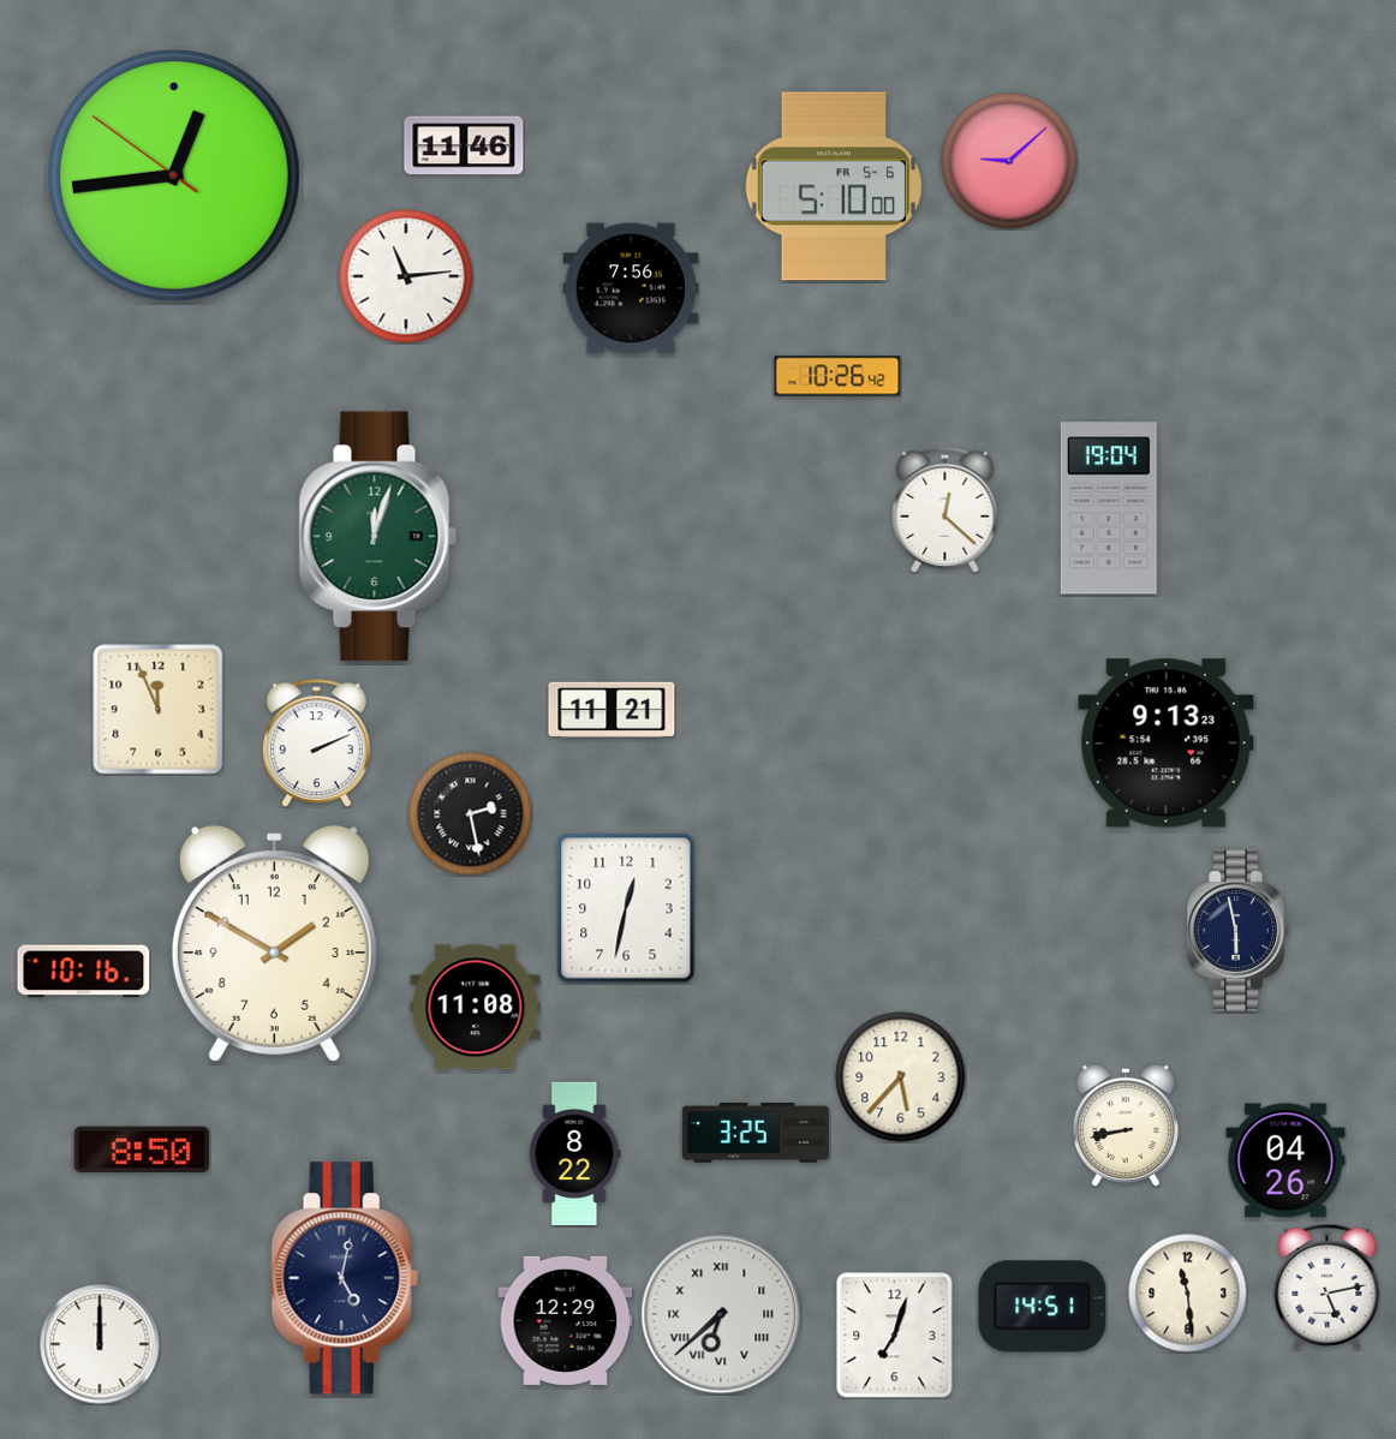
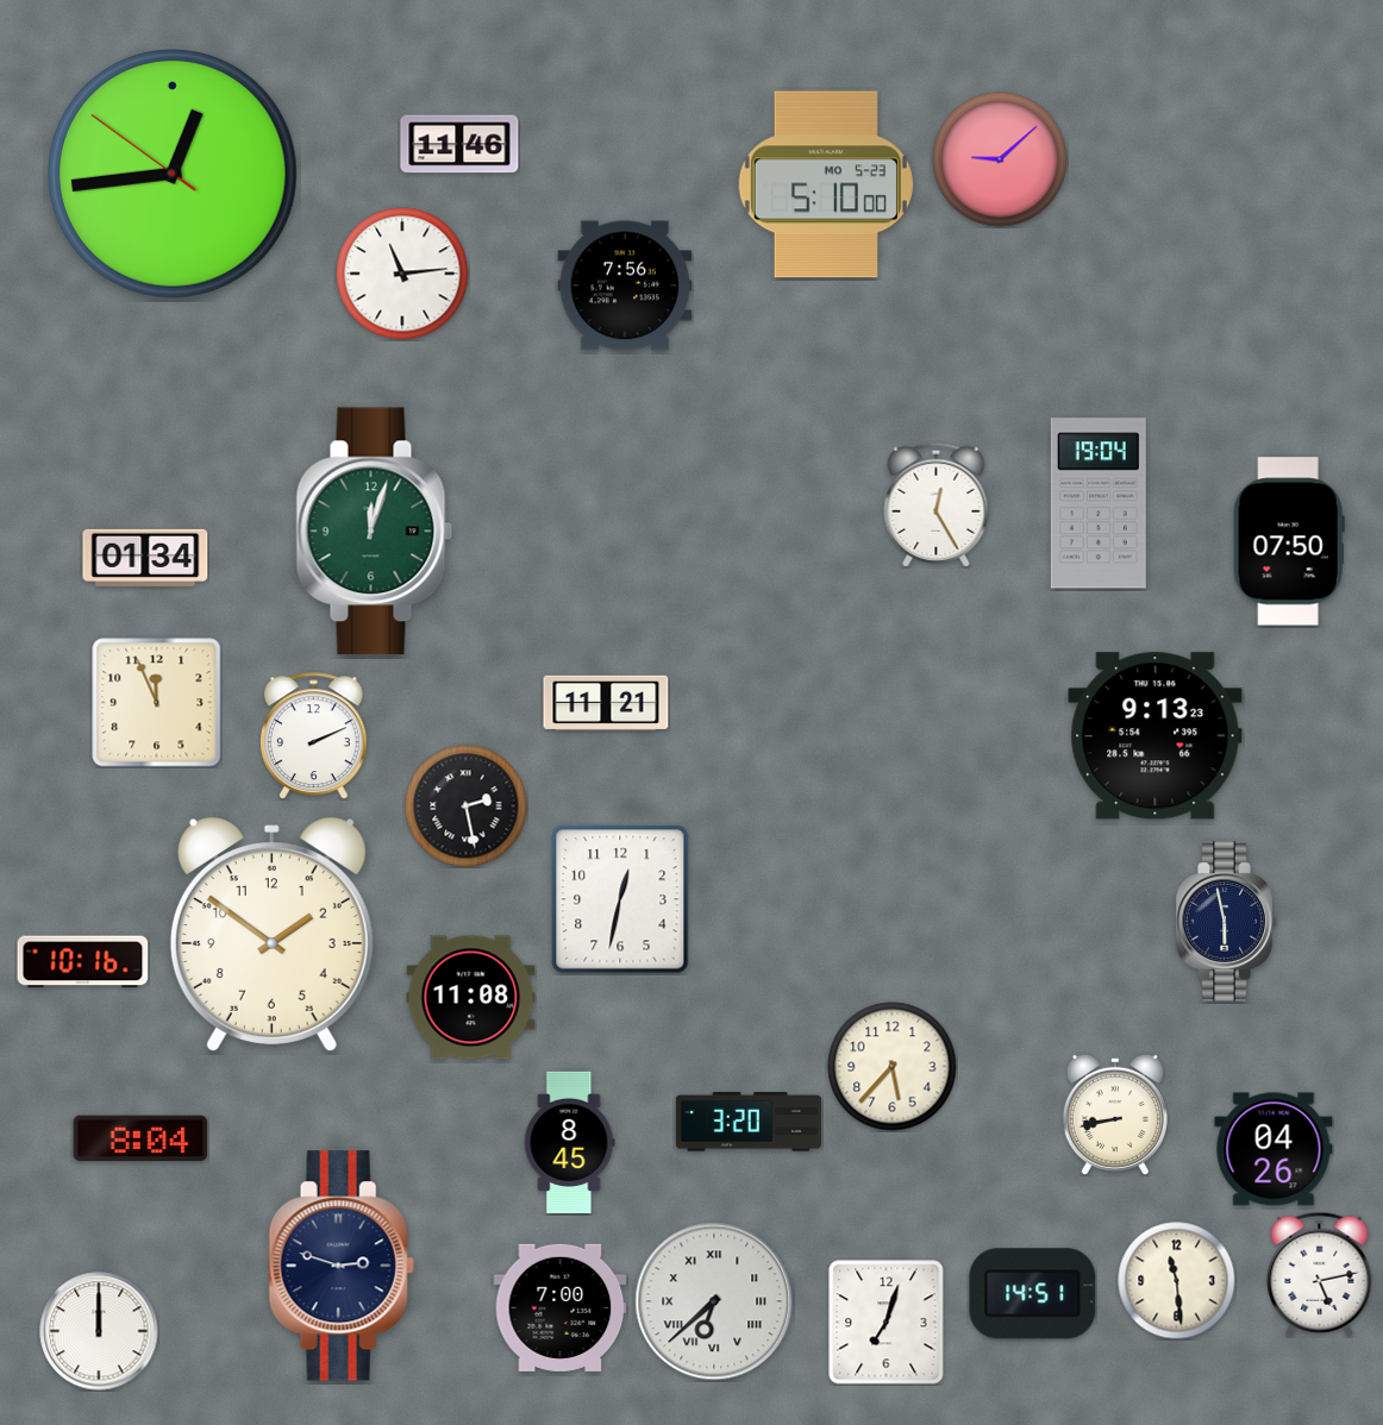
clock at (834, 186) date: FR 5-6 -> MO 5-23
clock at (837, 376): 10:26 -> none
clock at (945, 509): 12:22 -> 12:25
clock at (1289, 541): none -> 07:50
clock at (145, 558): none -> 01:34
clock at (274, 944): 1:50 -> 1:51
clock at (756, 1134): 3:25 -> 3:20
clock at (142, 1150): 8:50 -> 8:04
clock at (575, 1153): 8:22 -> 8:45
clock at (345, 1278): 5:02 -> 2:48
clock at (1328, 1286) position: (1328, 1286) -> (1320, 1274)
clock at (566, 1320): 12:29 -> 7:00
